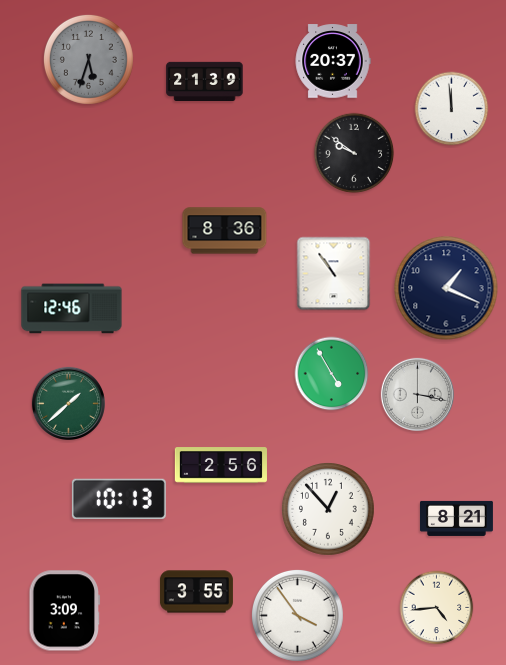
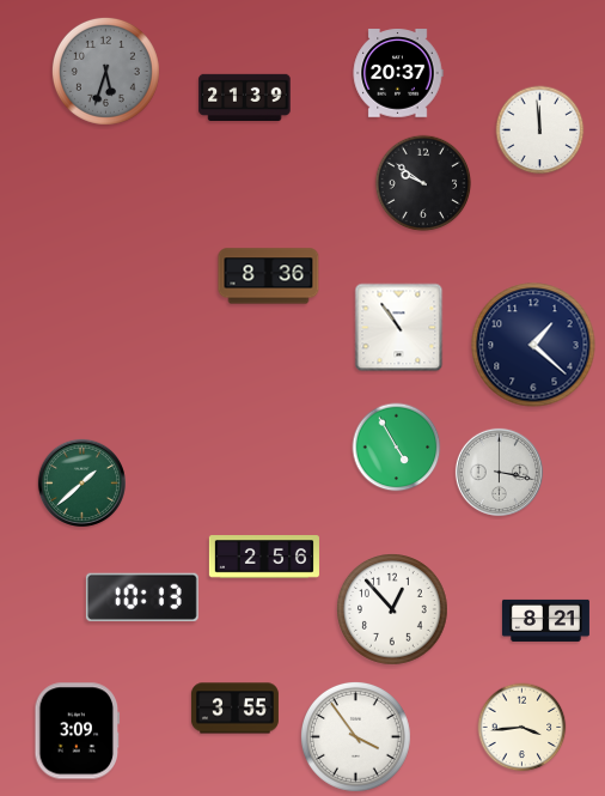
clock at (446, 288): 1:19 -> 1:22
clock at (72, 309): 12:46 -> none
clock at (437, 608): 4:44 -> 3:44
